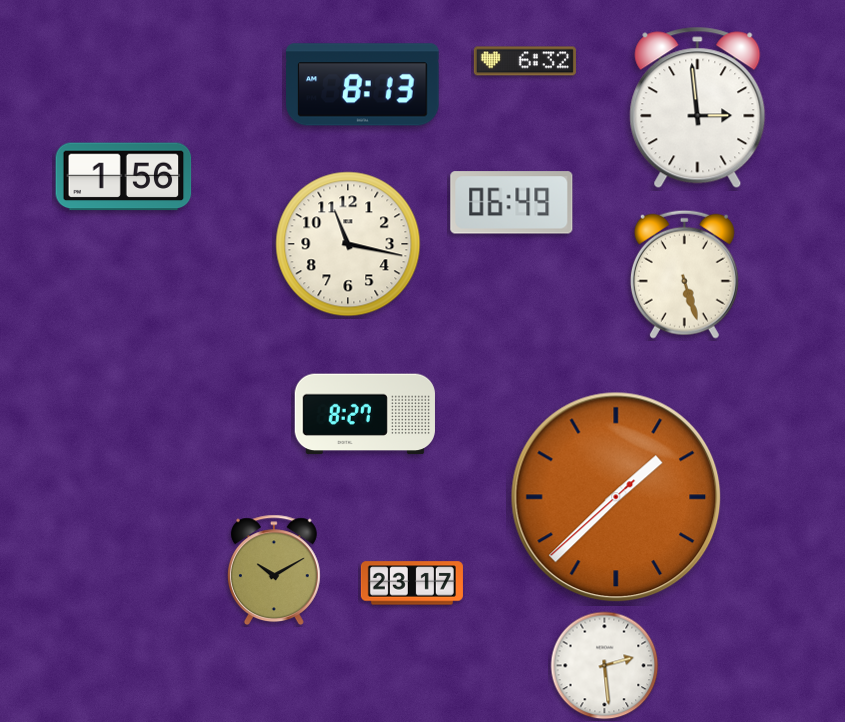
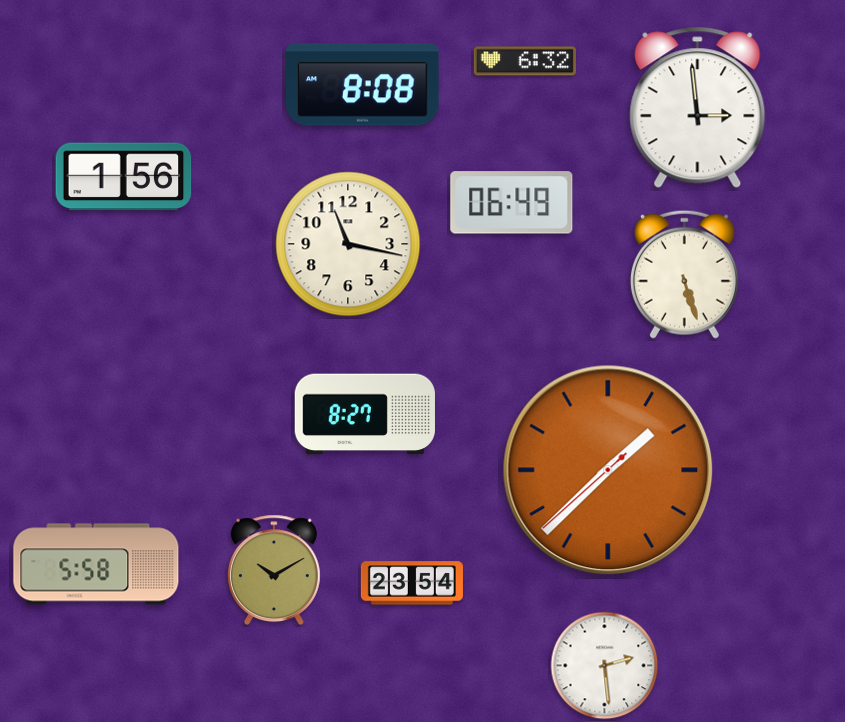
clock at (363, 85): 8:13 -> 8:08
clock at (616, 497) position: (616, 497) -> (608, 470)
clock at (96, 564): none -> 5:58
clock at (412, 583): 23:17 -> 23:54
